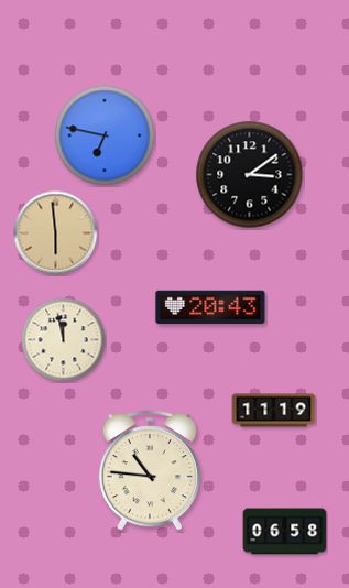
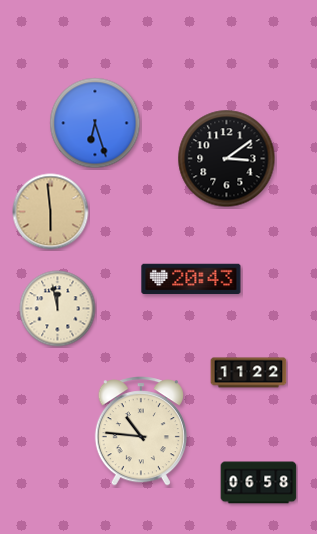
clock at (105, 135): 6:47 -> 6:27
clock at (274, 411): 11:19 -> 11:22
clock at (150, 470) position: (150, 470) -> (141, 431)
